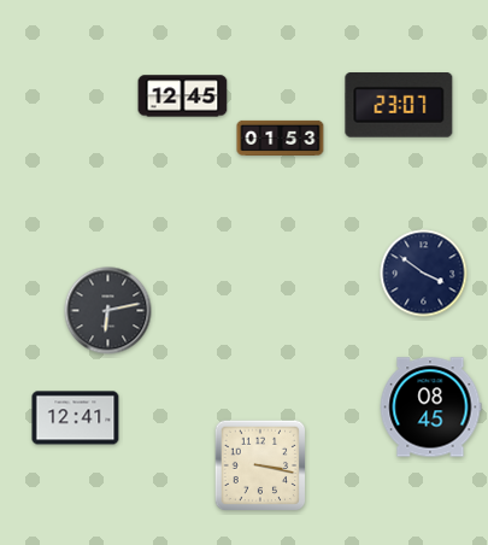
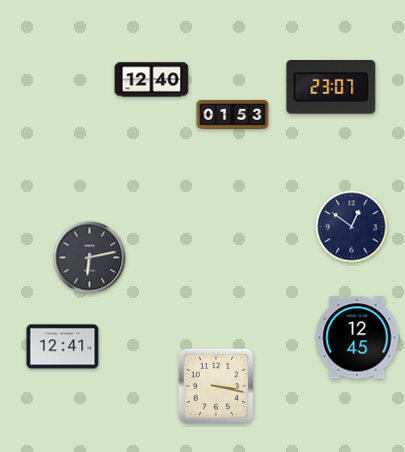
clock at (183, 96): 12:45 -> 12:40
clock at (424, 274): 3:51 -> 12:51
clock at (430, 408): 08:45 -> 12:45
